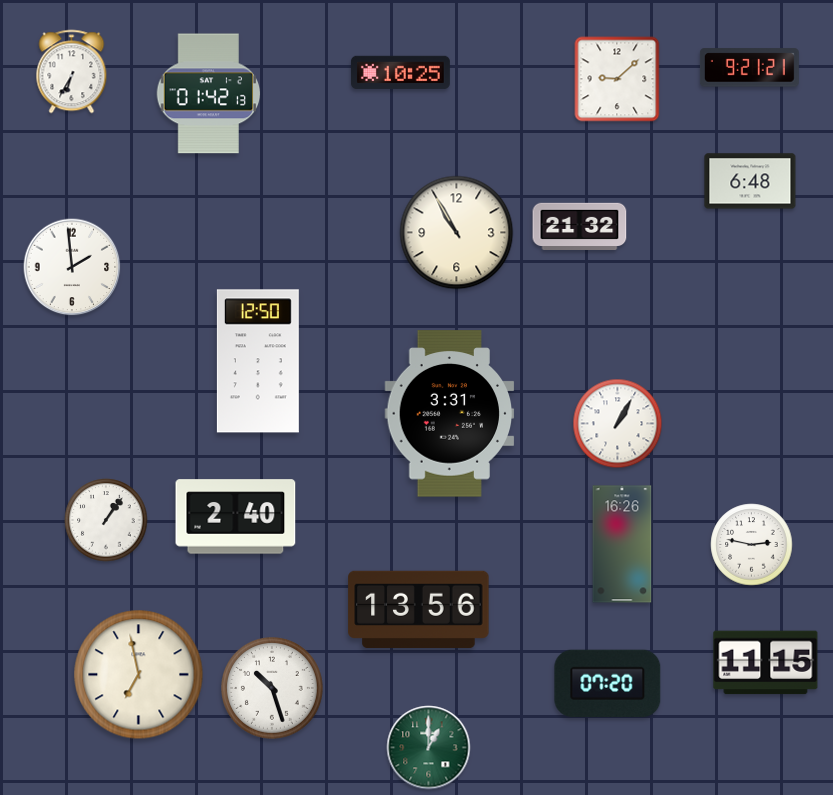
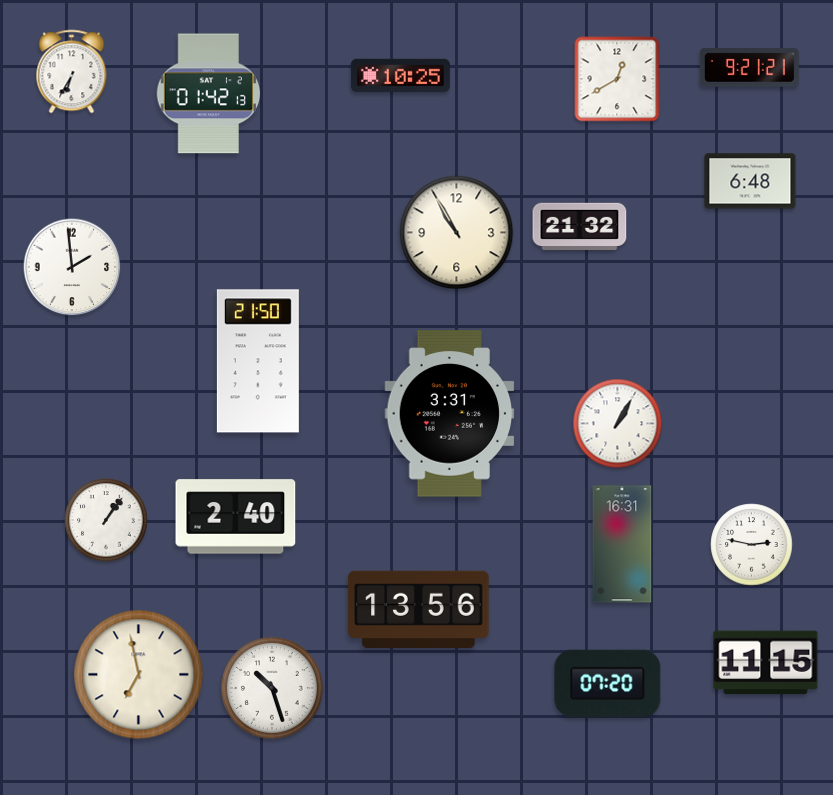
clock at (400, 73) position: (400, 73) -> (400, 76)
clock at (617, 79): 9:08 -> 12:40
clock at (258, 361): 12:50 -> 21:50
clock at (622, 544): 16:26 -> 16:31
clock at (429, 748): 1:00 -> none
